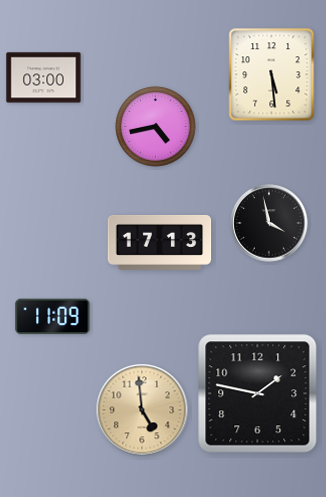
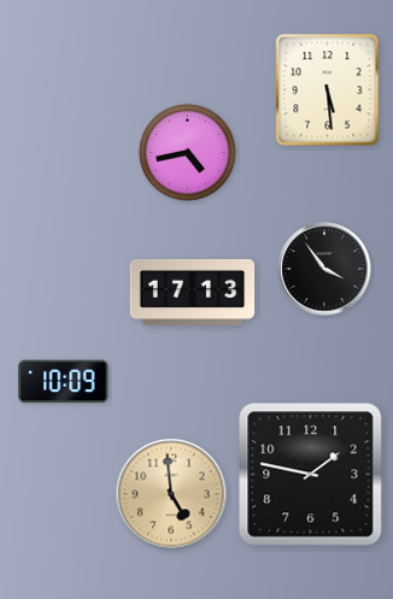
clock at (44, 78): 03:00 -> none
clock at (269, 223): 3:58 -> 3:54
clock at (53, 317): 11:09 -> 10:09
